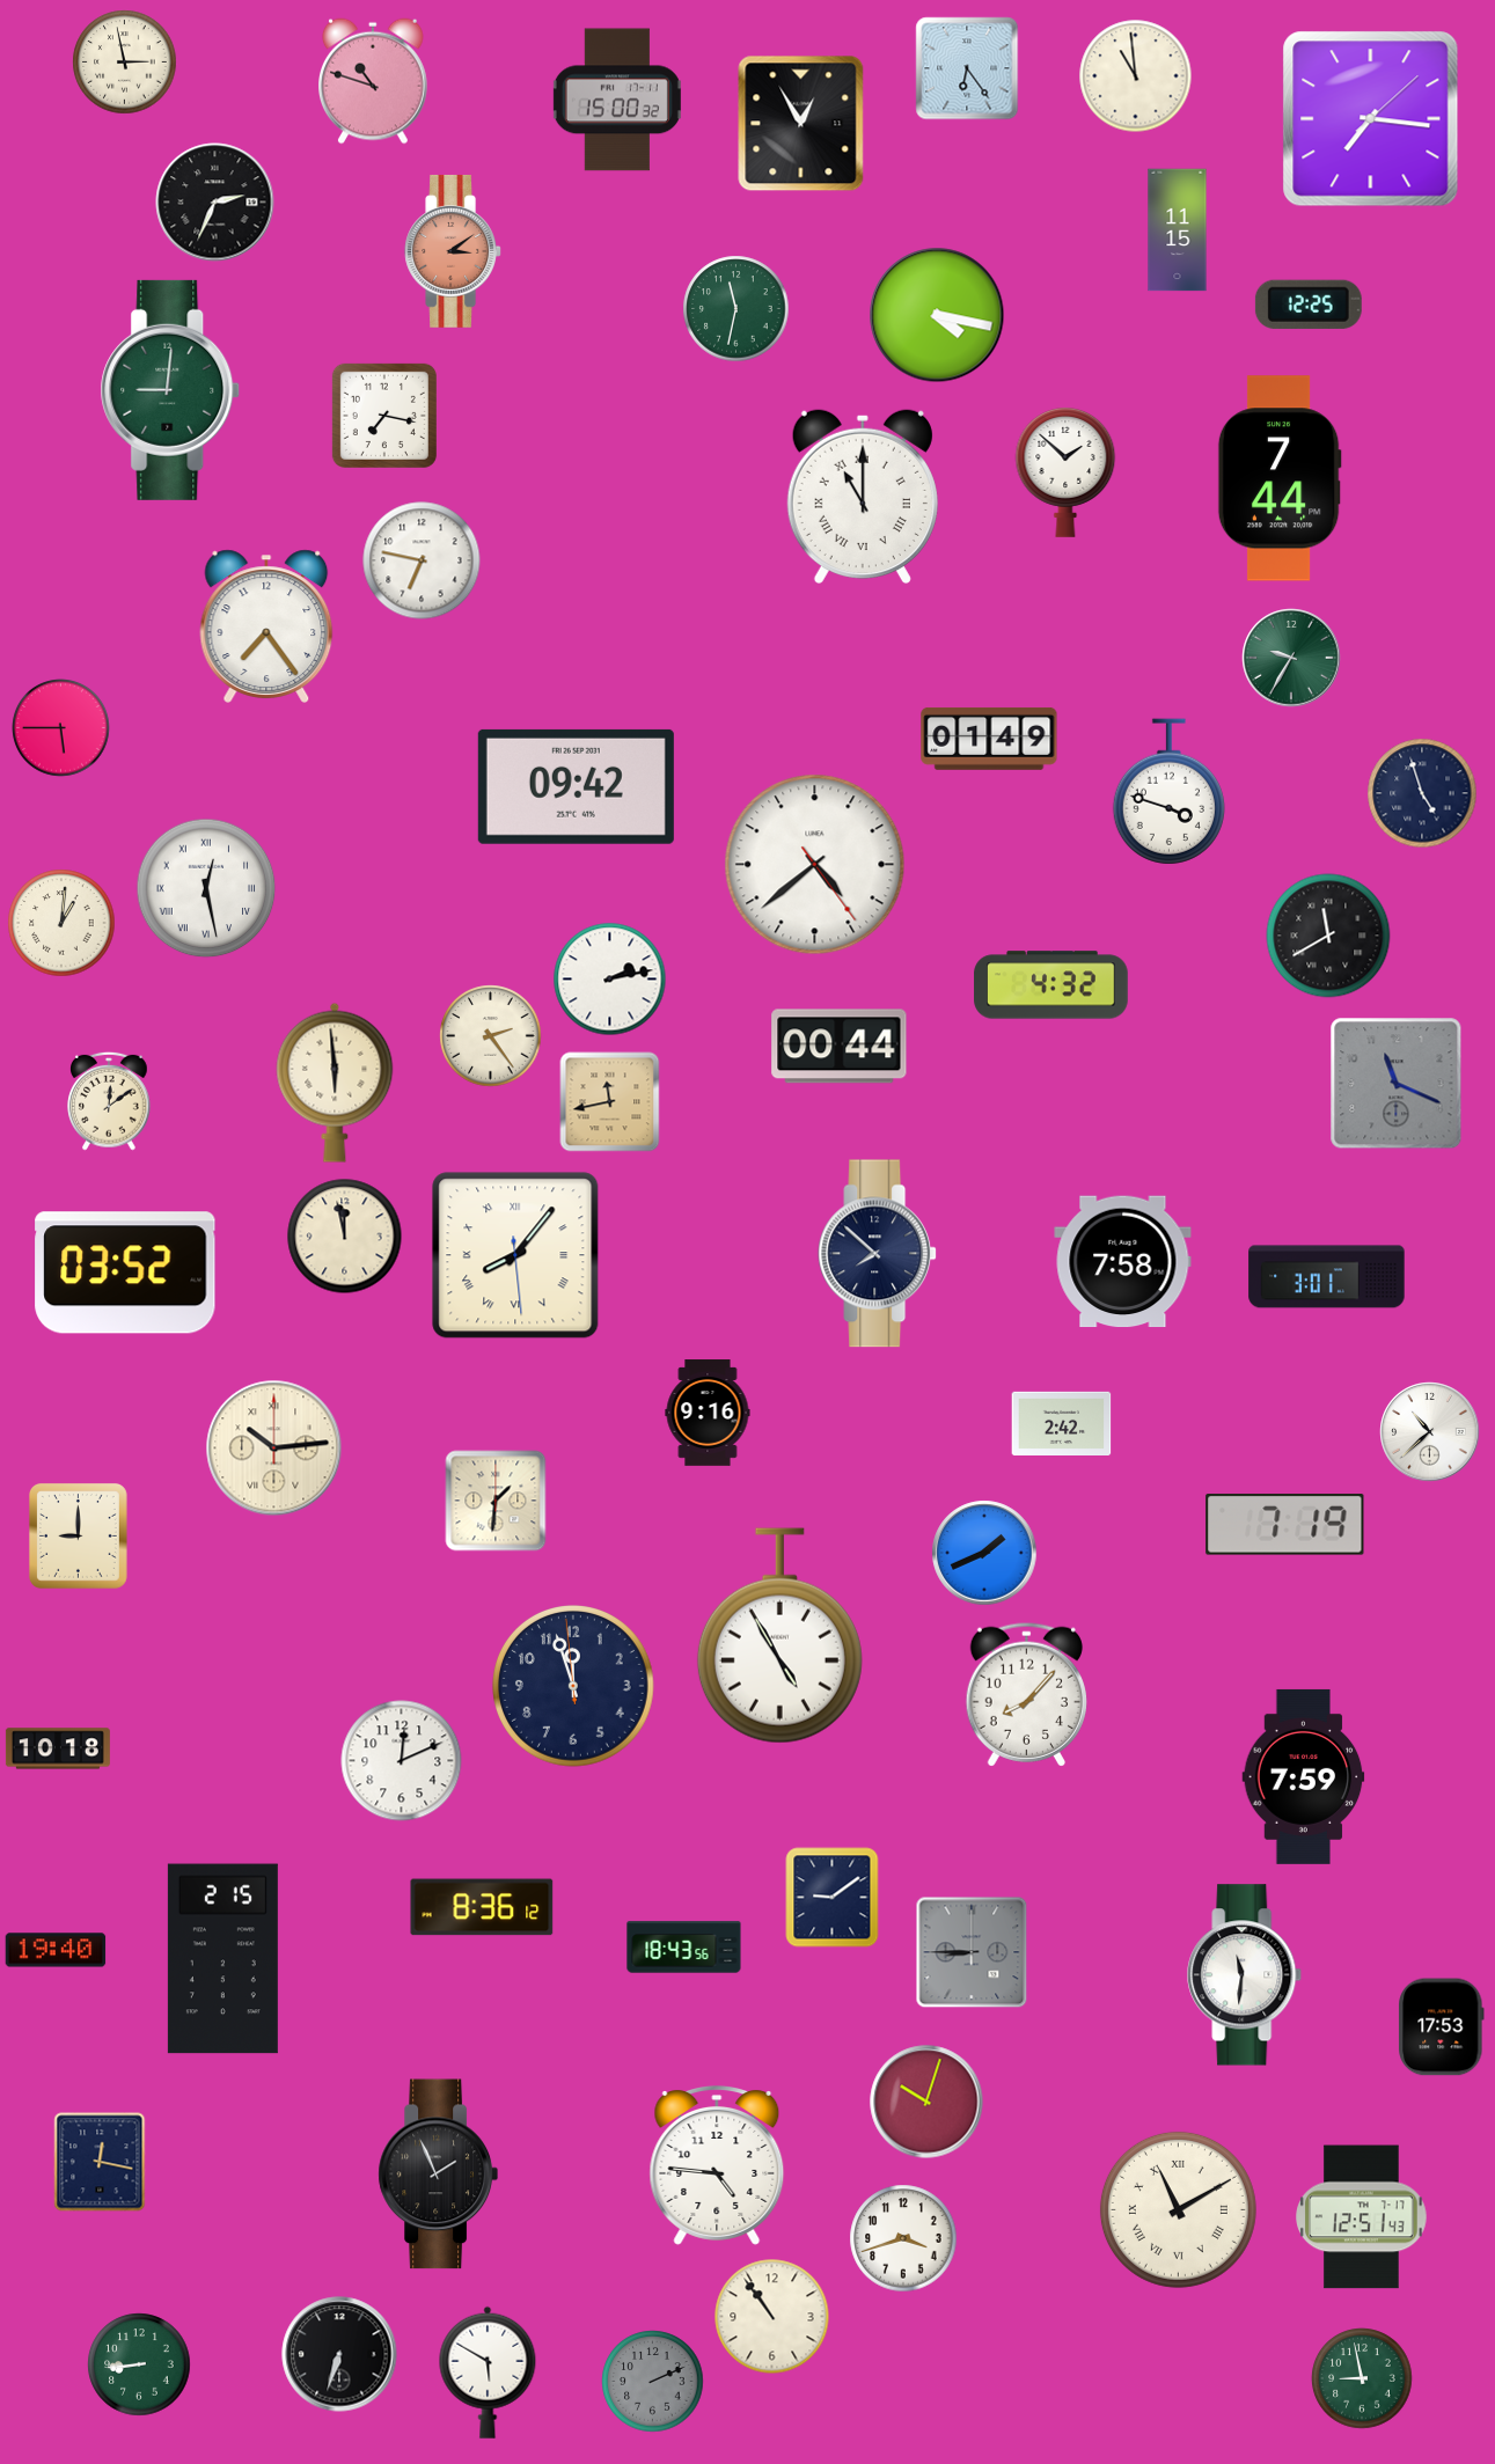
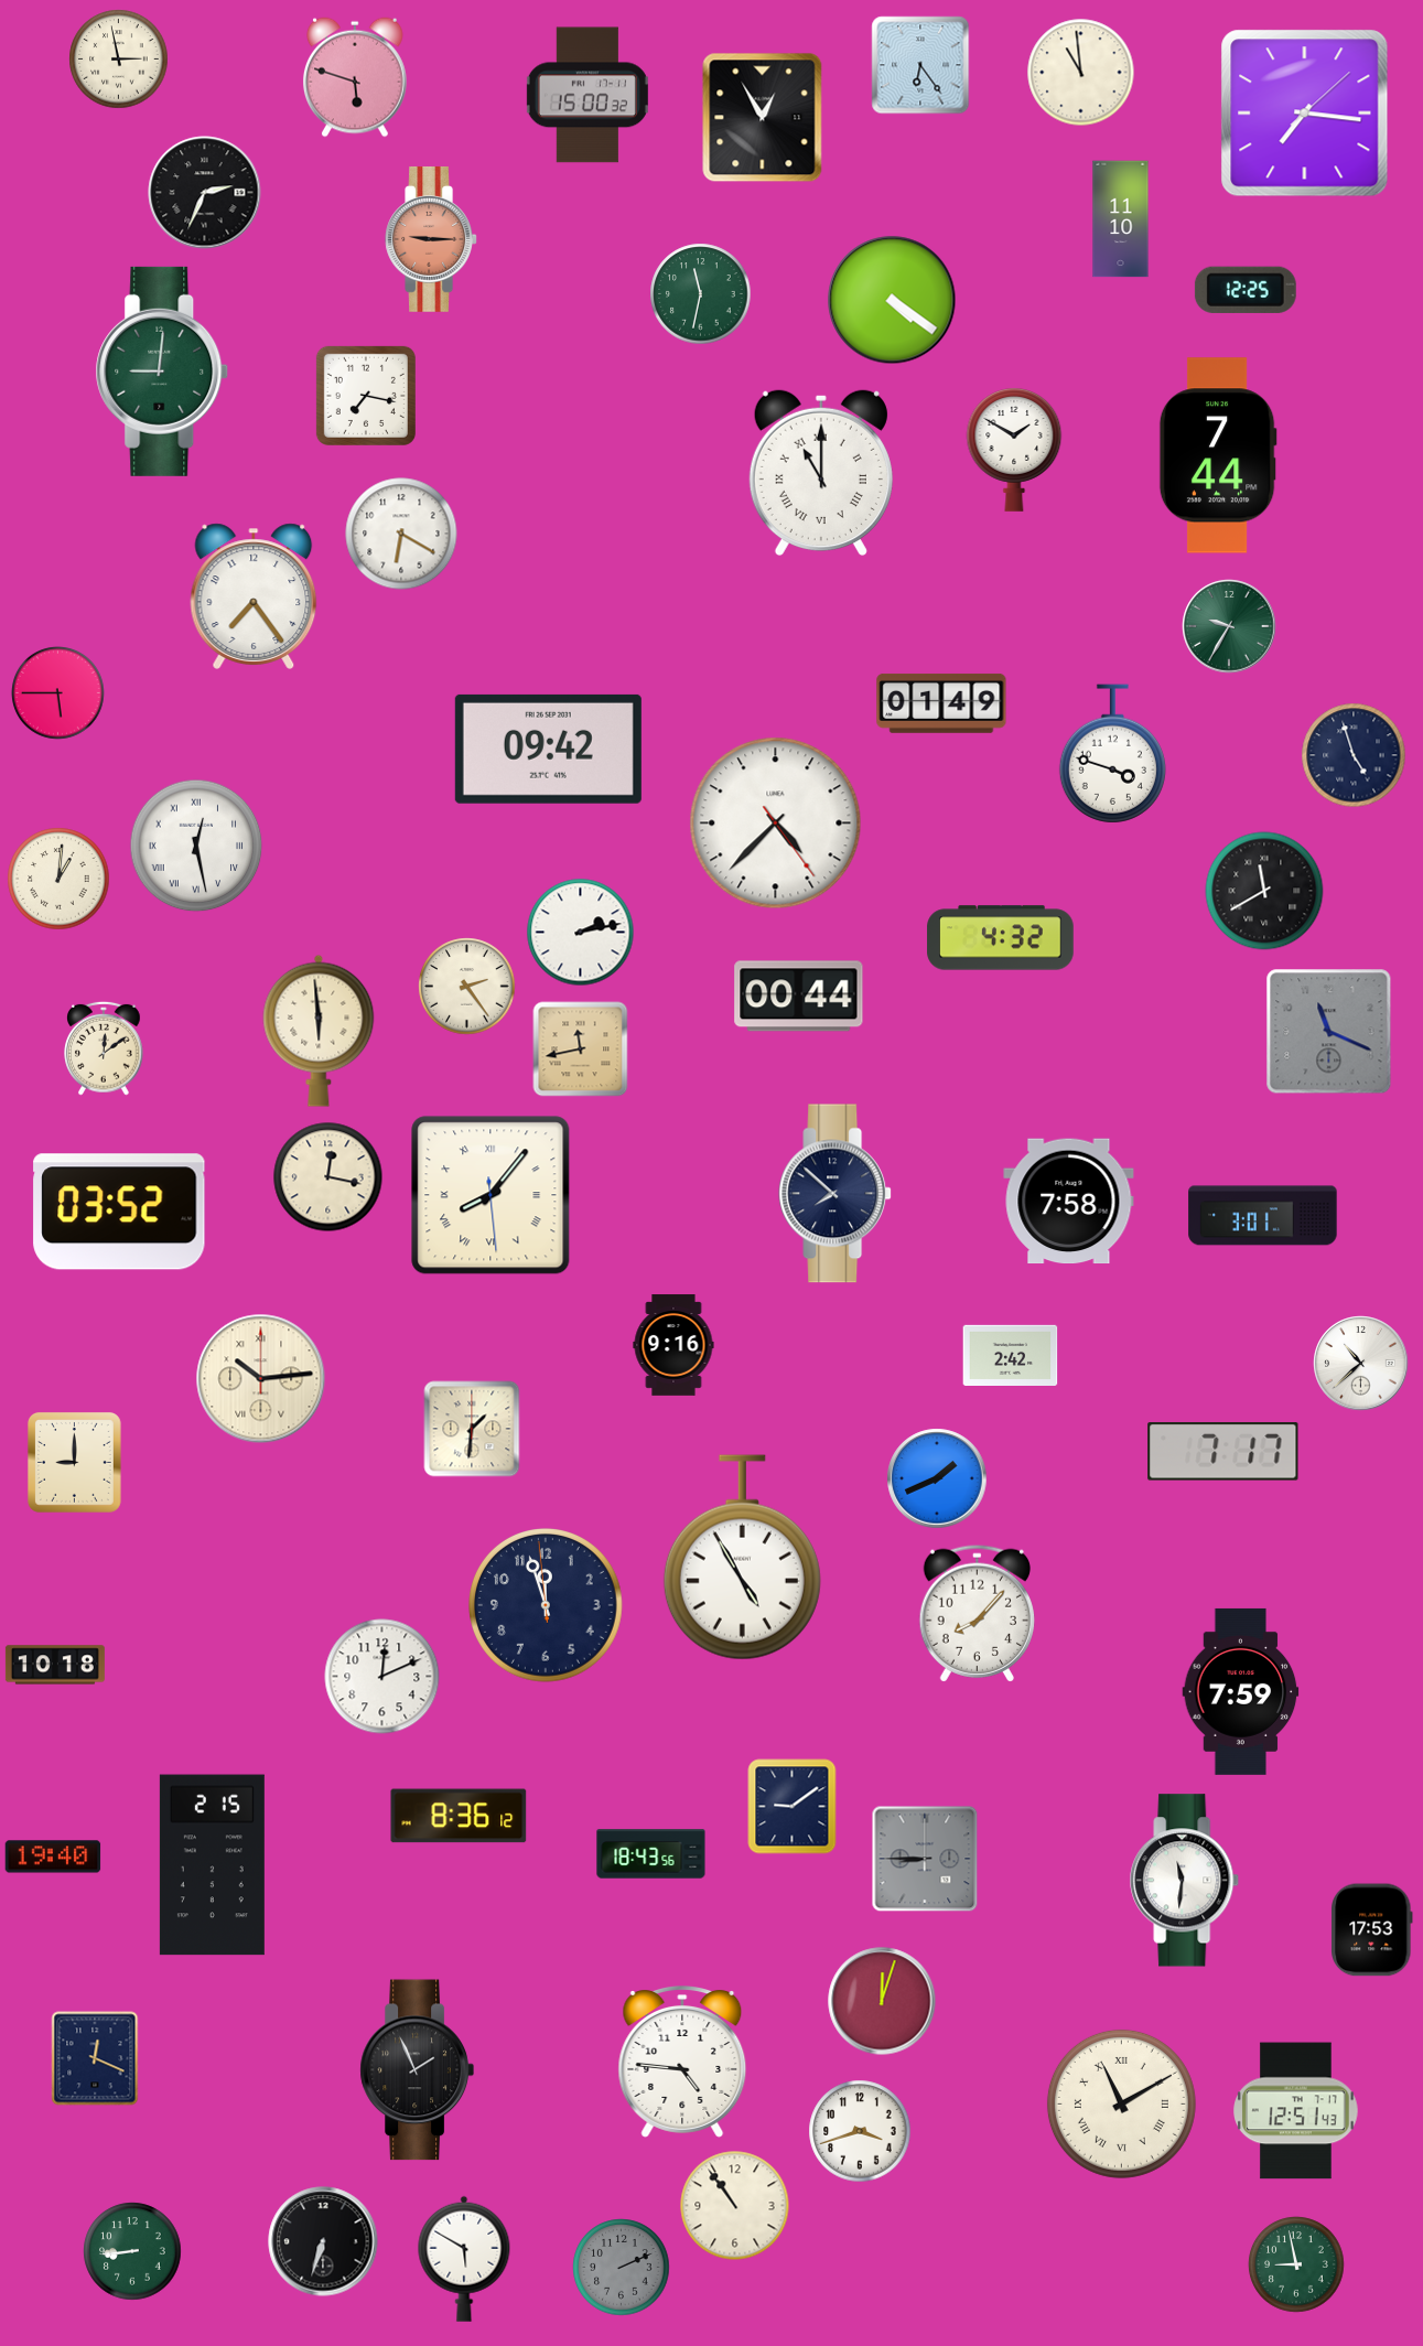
clock at (374, 81): 10:48 -> 5:48
clock at (1178, 230): 11:15 -> 11:10
clock at (453, 251): 3:09 -> 9:15
clock at (937, 315): 4:17 -> 4:21
clock at (1065, 472): 1:52 -> 1:50
clock at (422, 560): 6:47 -> 6:20
clock at (815, 865): 4:38 -> 4:37
clock at (345, 1237): 11:58 -> 12:17
clock at (1285, 1525): 7:19 -> 7:17
clock at (926, 2102): 10:03 -> 12:03
clock at (100, 2162): 12:17 -> 12:19
